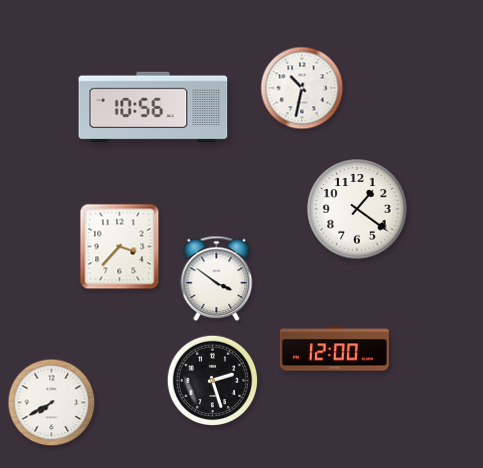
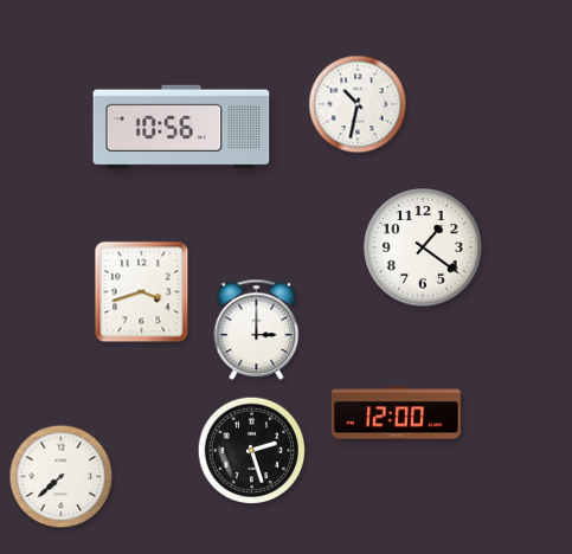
clock at (120, 247): 3:37 -> 3:42
clock at (217, 279): 3:51 -> 3:00
clock at (52, 403): 7:40 -> 7:38
